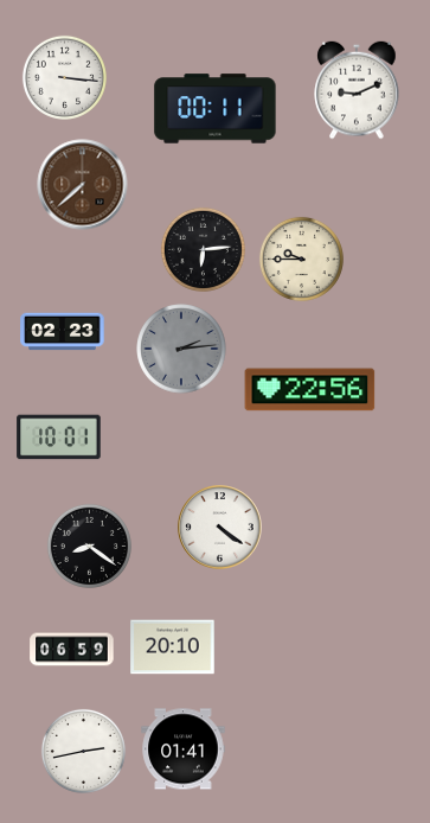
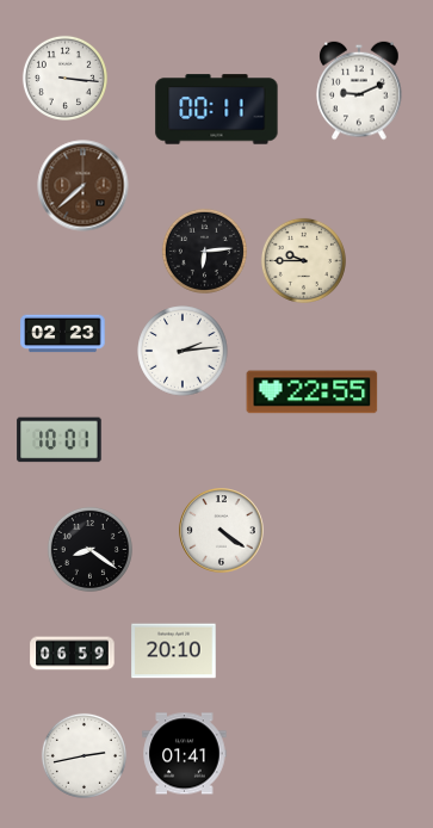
clock at (181, 349) dial: grey -> white
clock at (310, 390): 22:56 -> 22:55
